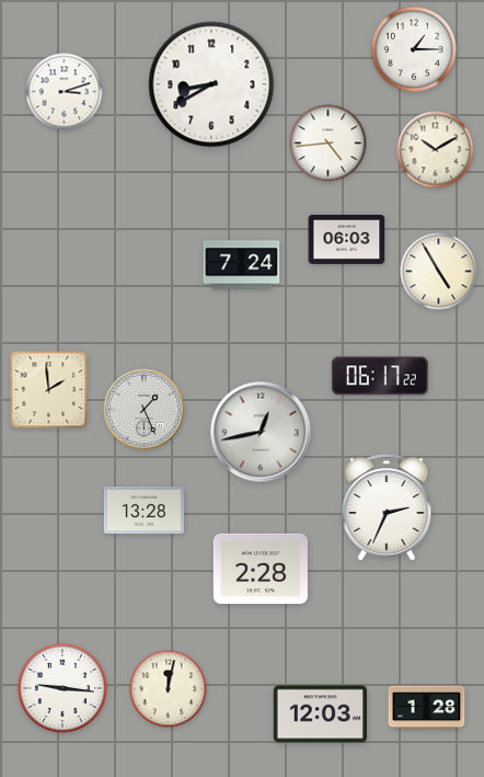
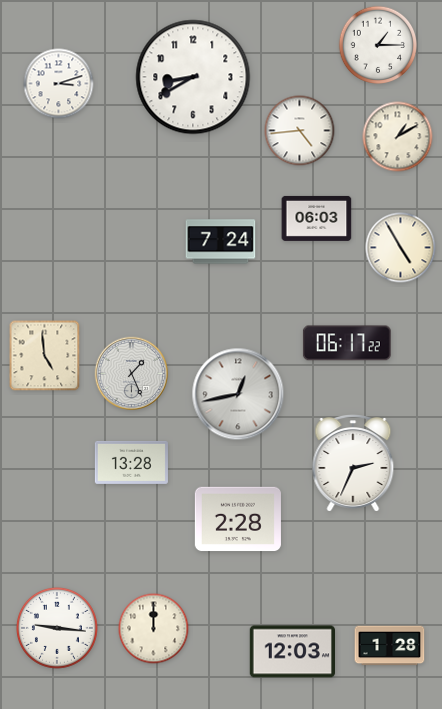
clock at (436, 150): 10:10 -> 1:10
clock at (49, 390): 1:59 -> 4:59
clock at (143, 510) position: (143, 510) -> (131, 462)
clock at (169, 689): 12:02 -> 12:00
